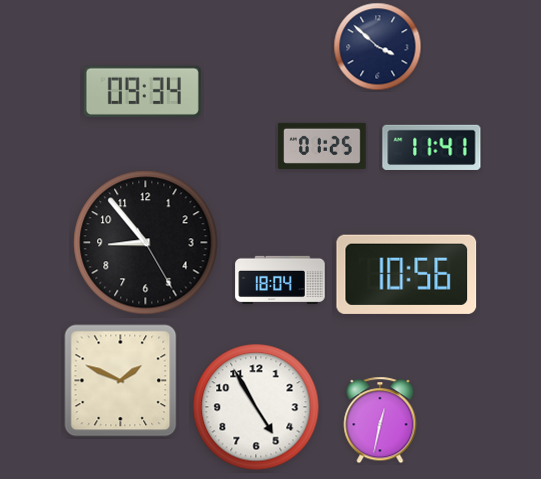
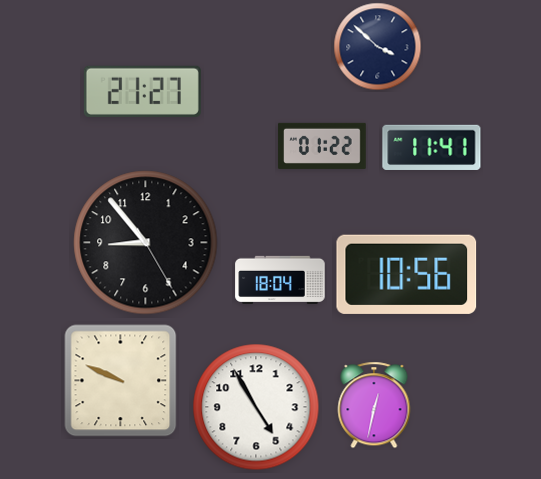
clock at (142, 91): 09:34 -> 21:27
clock at (322, 146): 01:25 -> 01:22
clock at (121, 381): 1:49 -> 9:49
clock at (380, 420) position: (380, 420) -> (374, 405)
